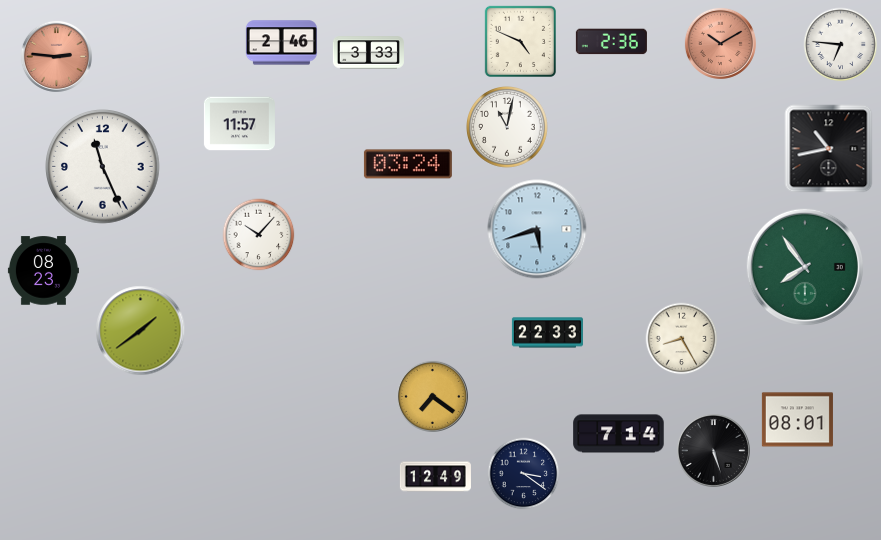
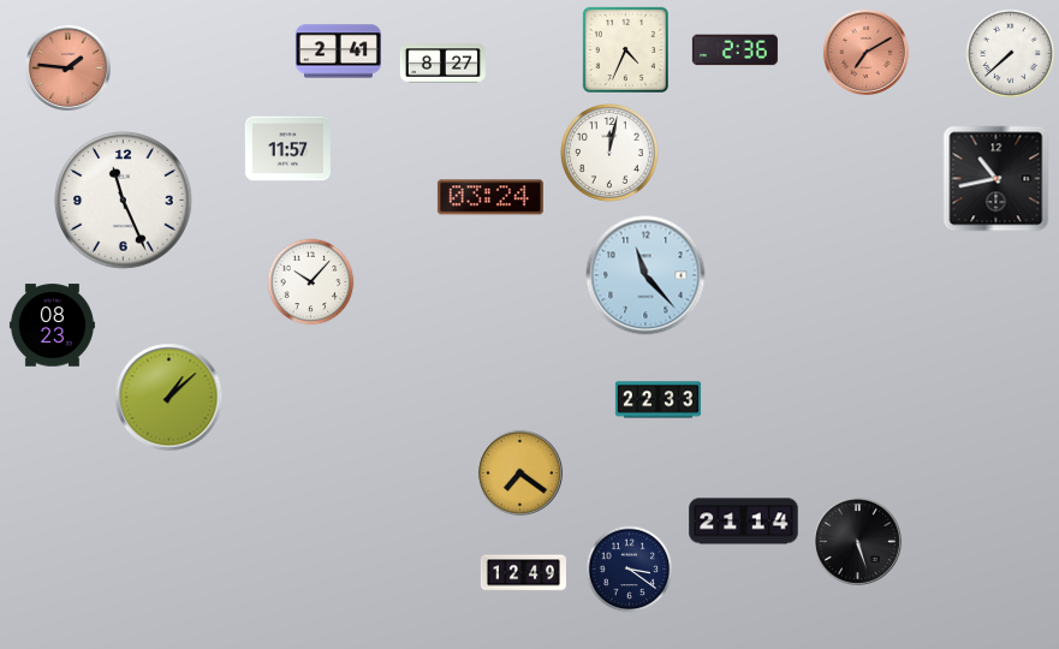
clock at (520, 41): 4:49 -> 4:34
clock at (281, 43): 2:46 -> 2:41
clock at (720, 43): 10:10 -> 7:10
clock at (841, 45): 6:46 -> 7:38
clock at (368, 53): 3:33 -> 8:27
clock at (56, 56): 2:46 -> 1:46
clock at (508, 128): 11:02 -> 12:02
clock at (537, 229): 5:42 -> 11:23
clock at (805, 267): 7:54 -> none
clock at (141, 331): 1:39 -> 1:08
clock at (682, 339): 8:25 -> none
clock at (432, 396) position: (432, 396) -> (519, 472)
clock at (797, 420): 08:01 -> none
clock at (619, 434): 7:14 -> 21:14
